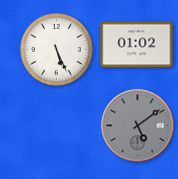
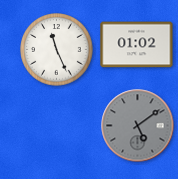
clock at (57, 50): 5:26 -> 11:26
